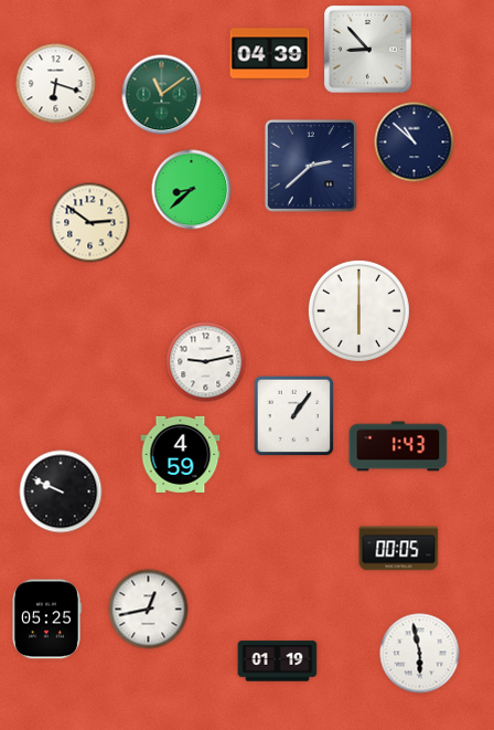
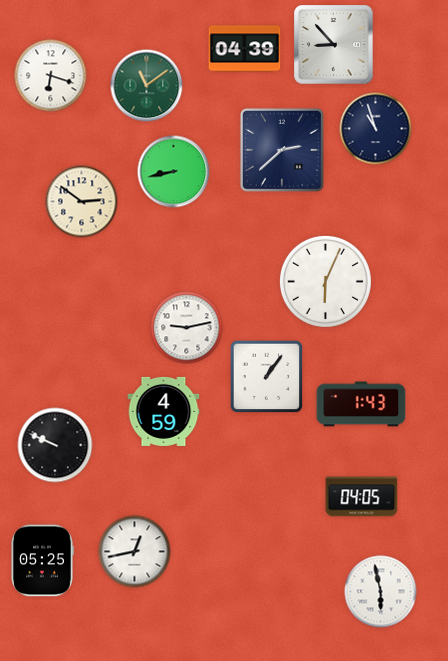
clock at (415, 142): 10:52 -> 10:57
clock at (192, 190): 8:38 -> 8:43
clock at (358, 310): 6:00 -> 6:04
clock at (399, 549): 00:05 -> 04:05
clock at (278, 662): 01:19 -> none
